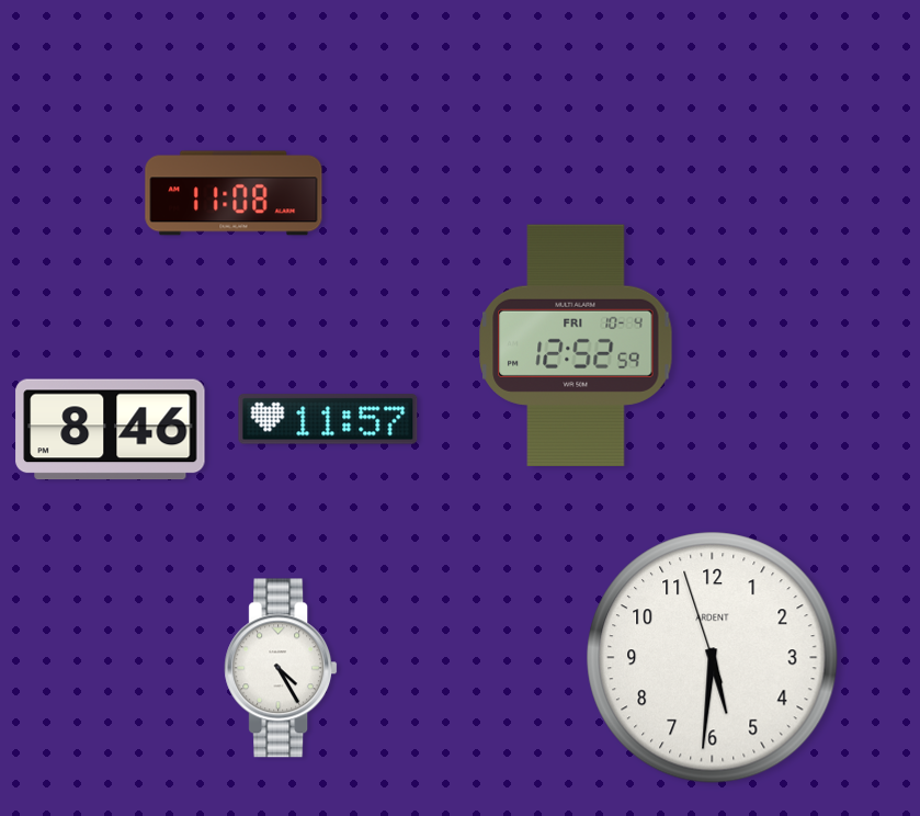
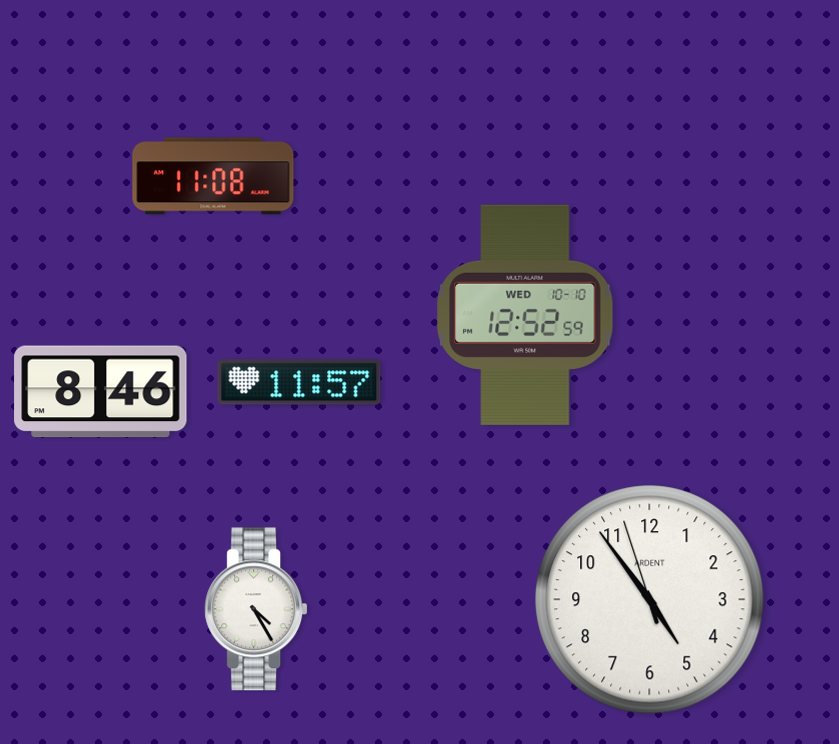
clock at (576, 345) date: FRI 10-4 -> WED 10-10
clock at (713, 658): 5:30 -> 4:53
